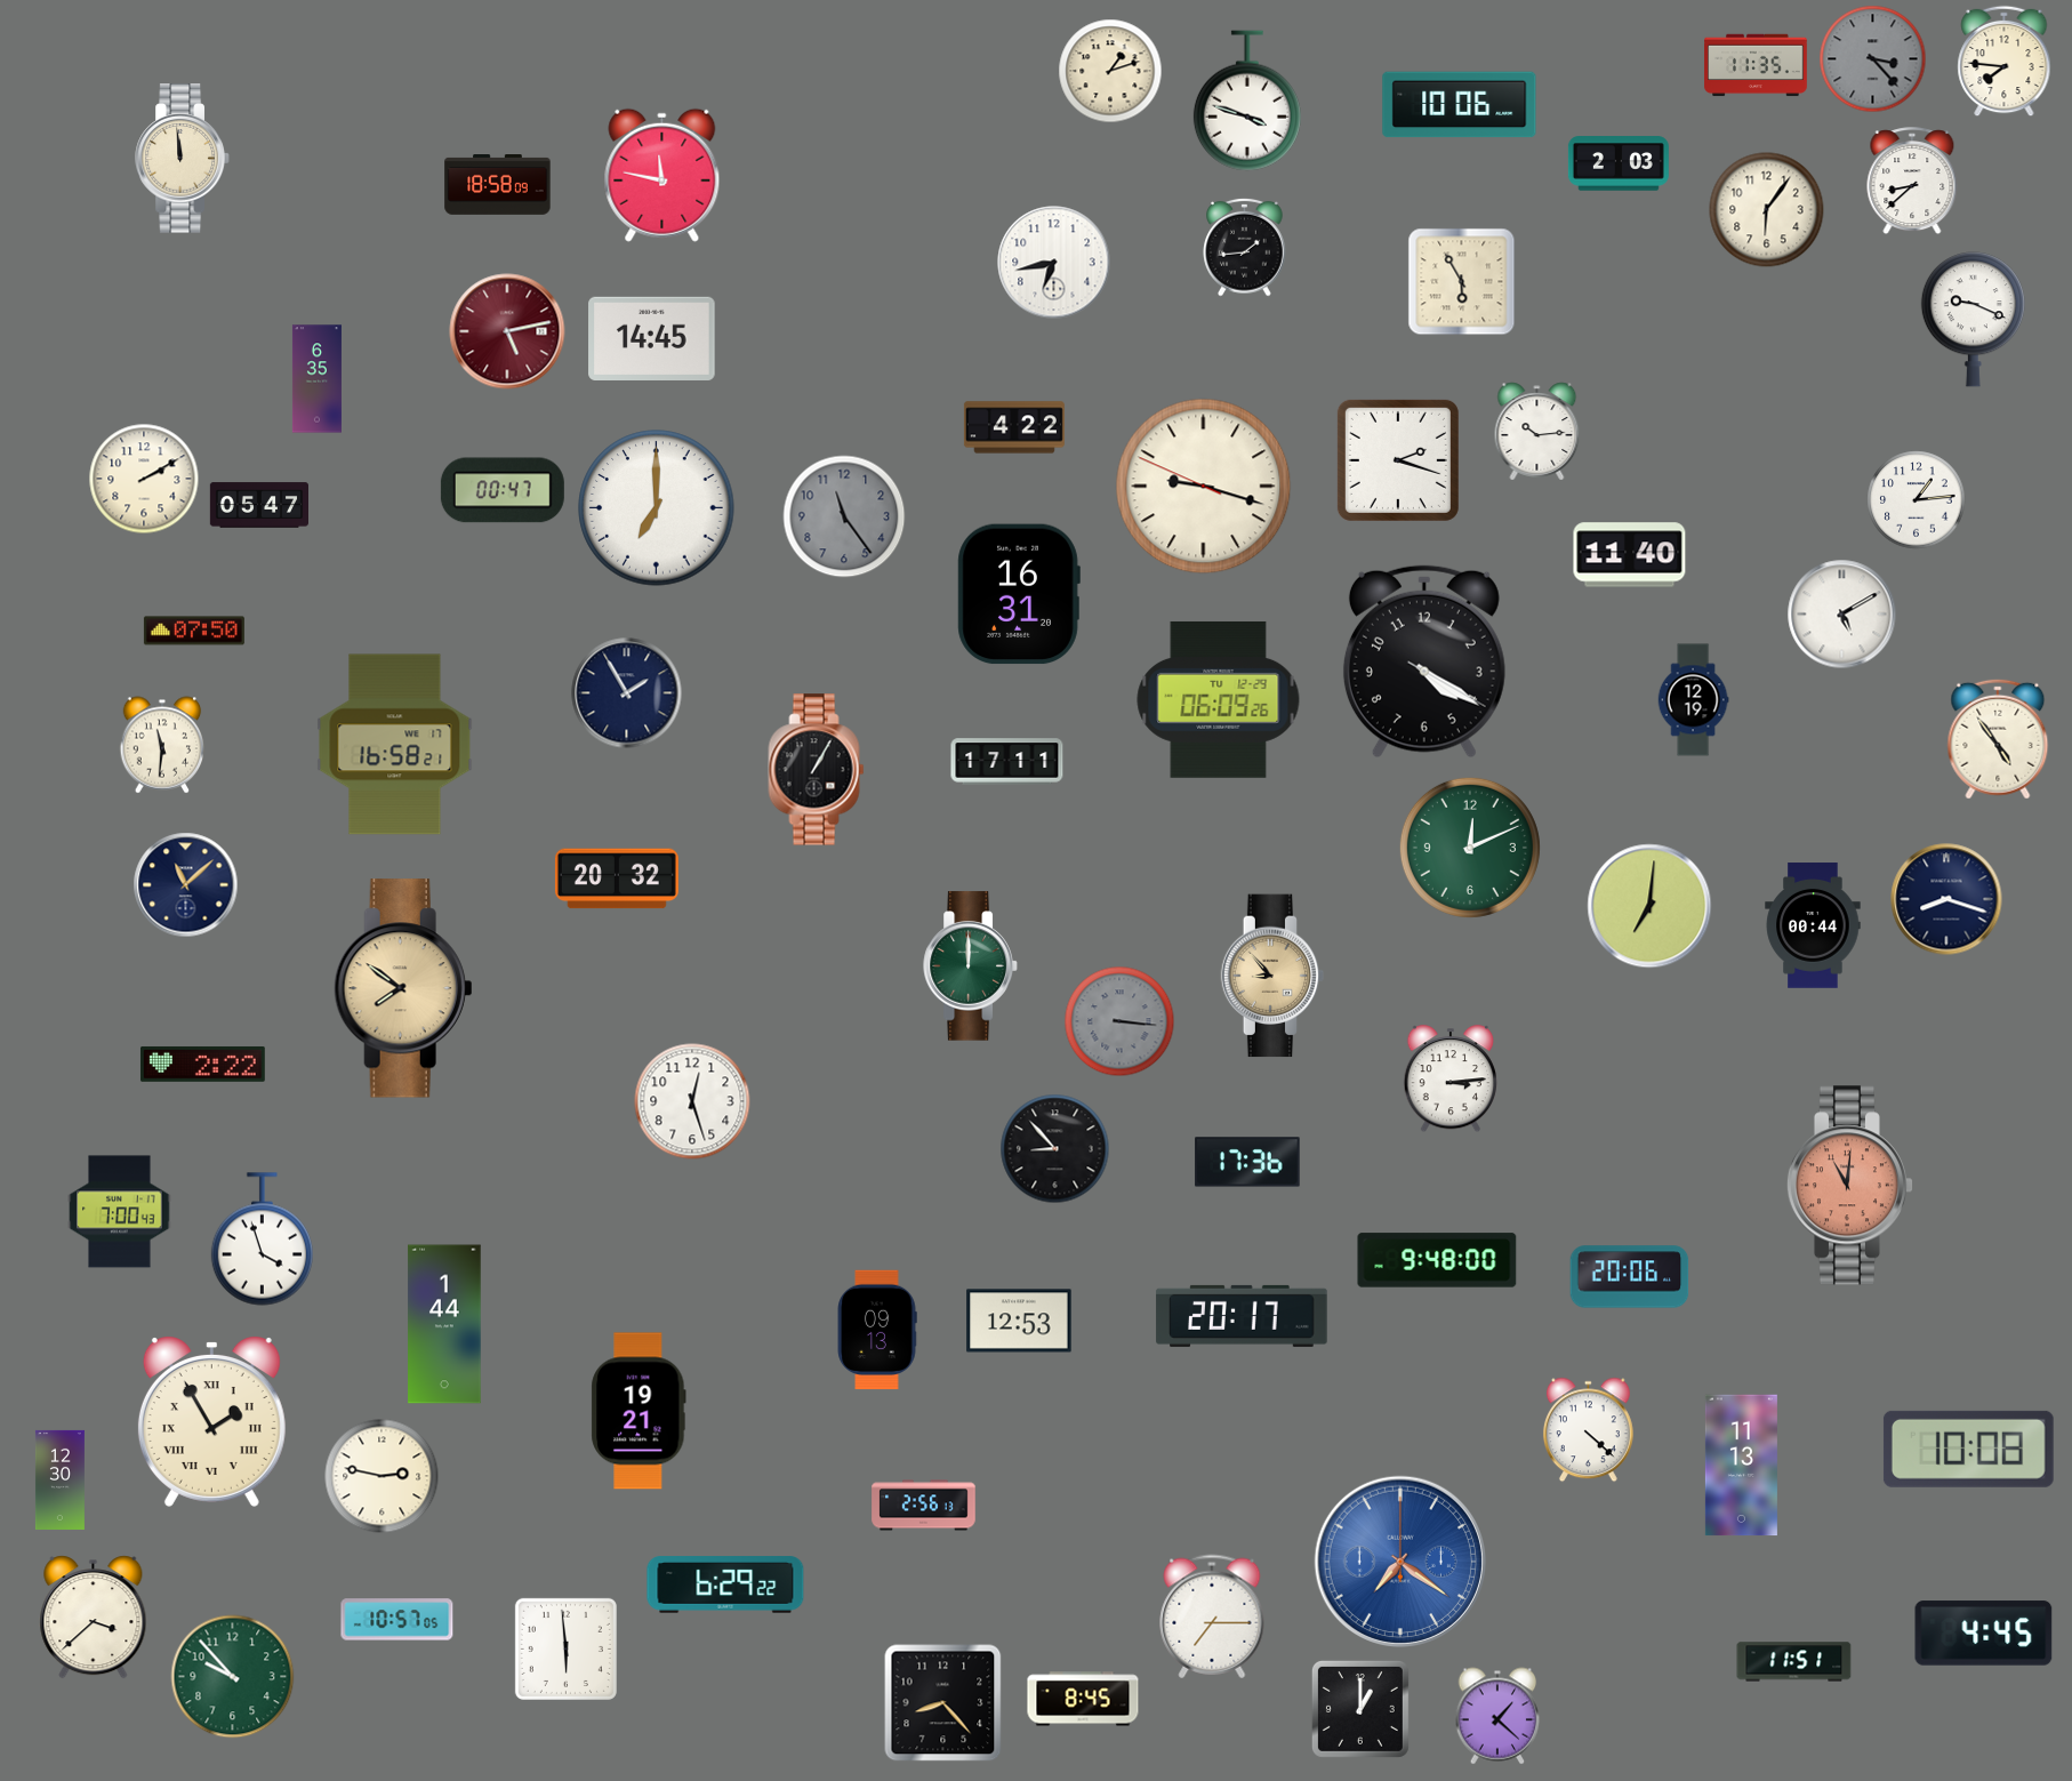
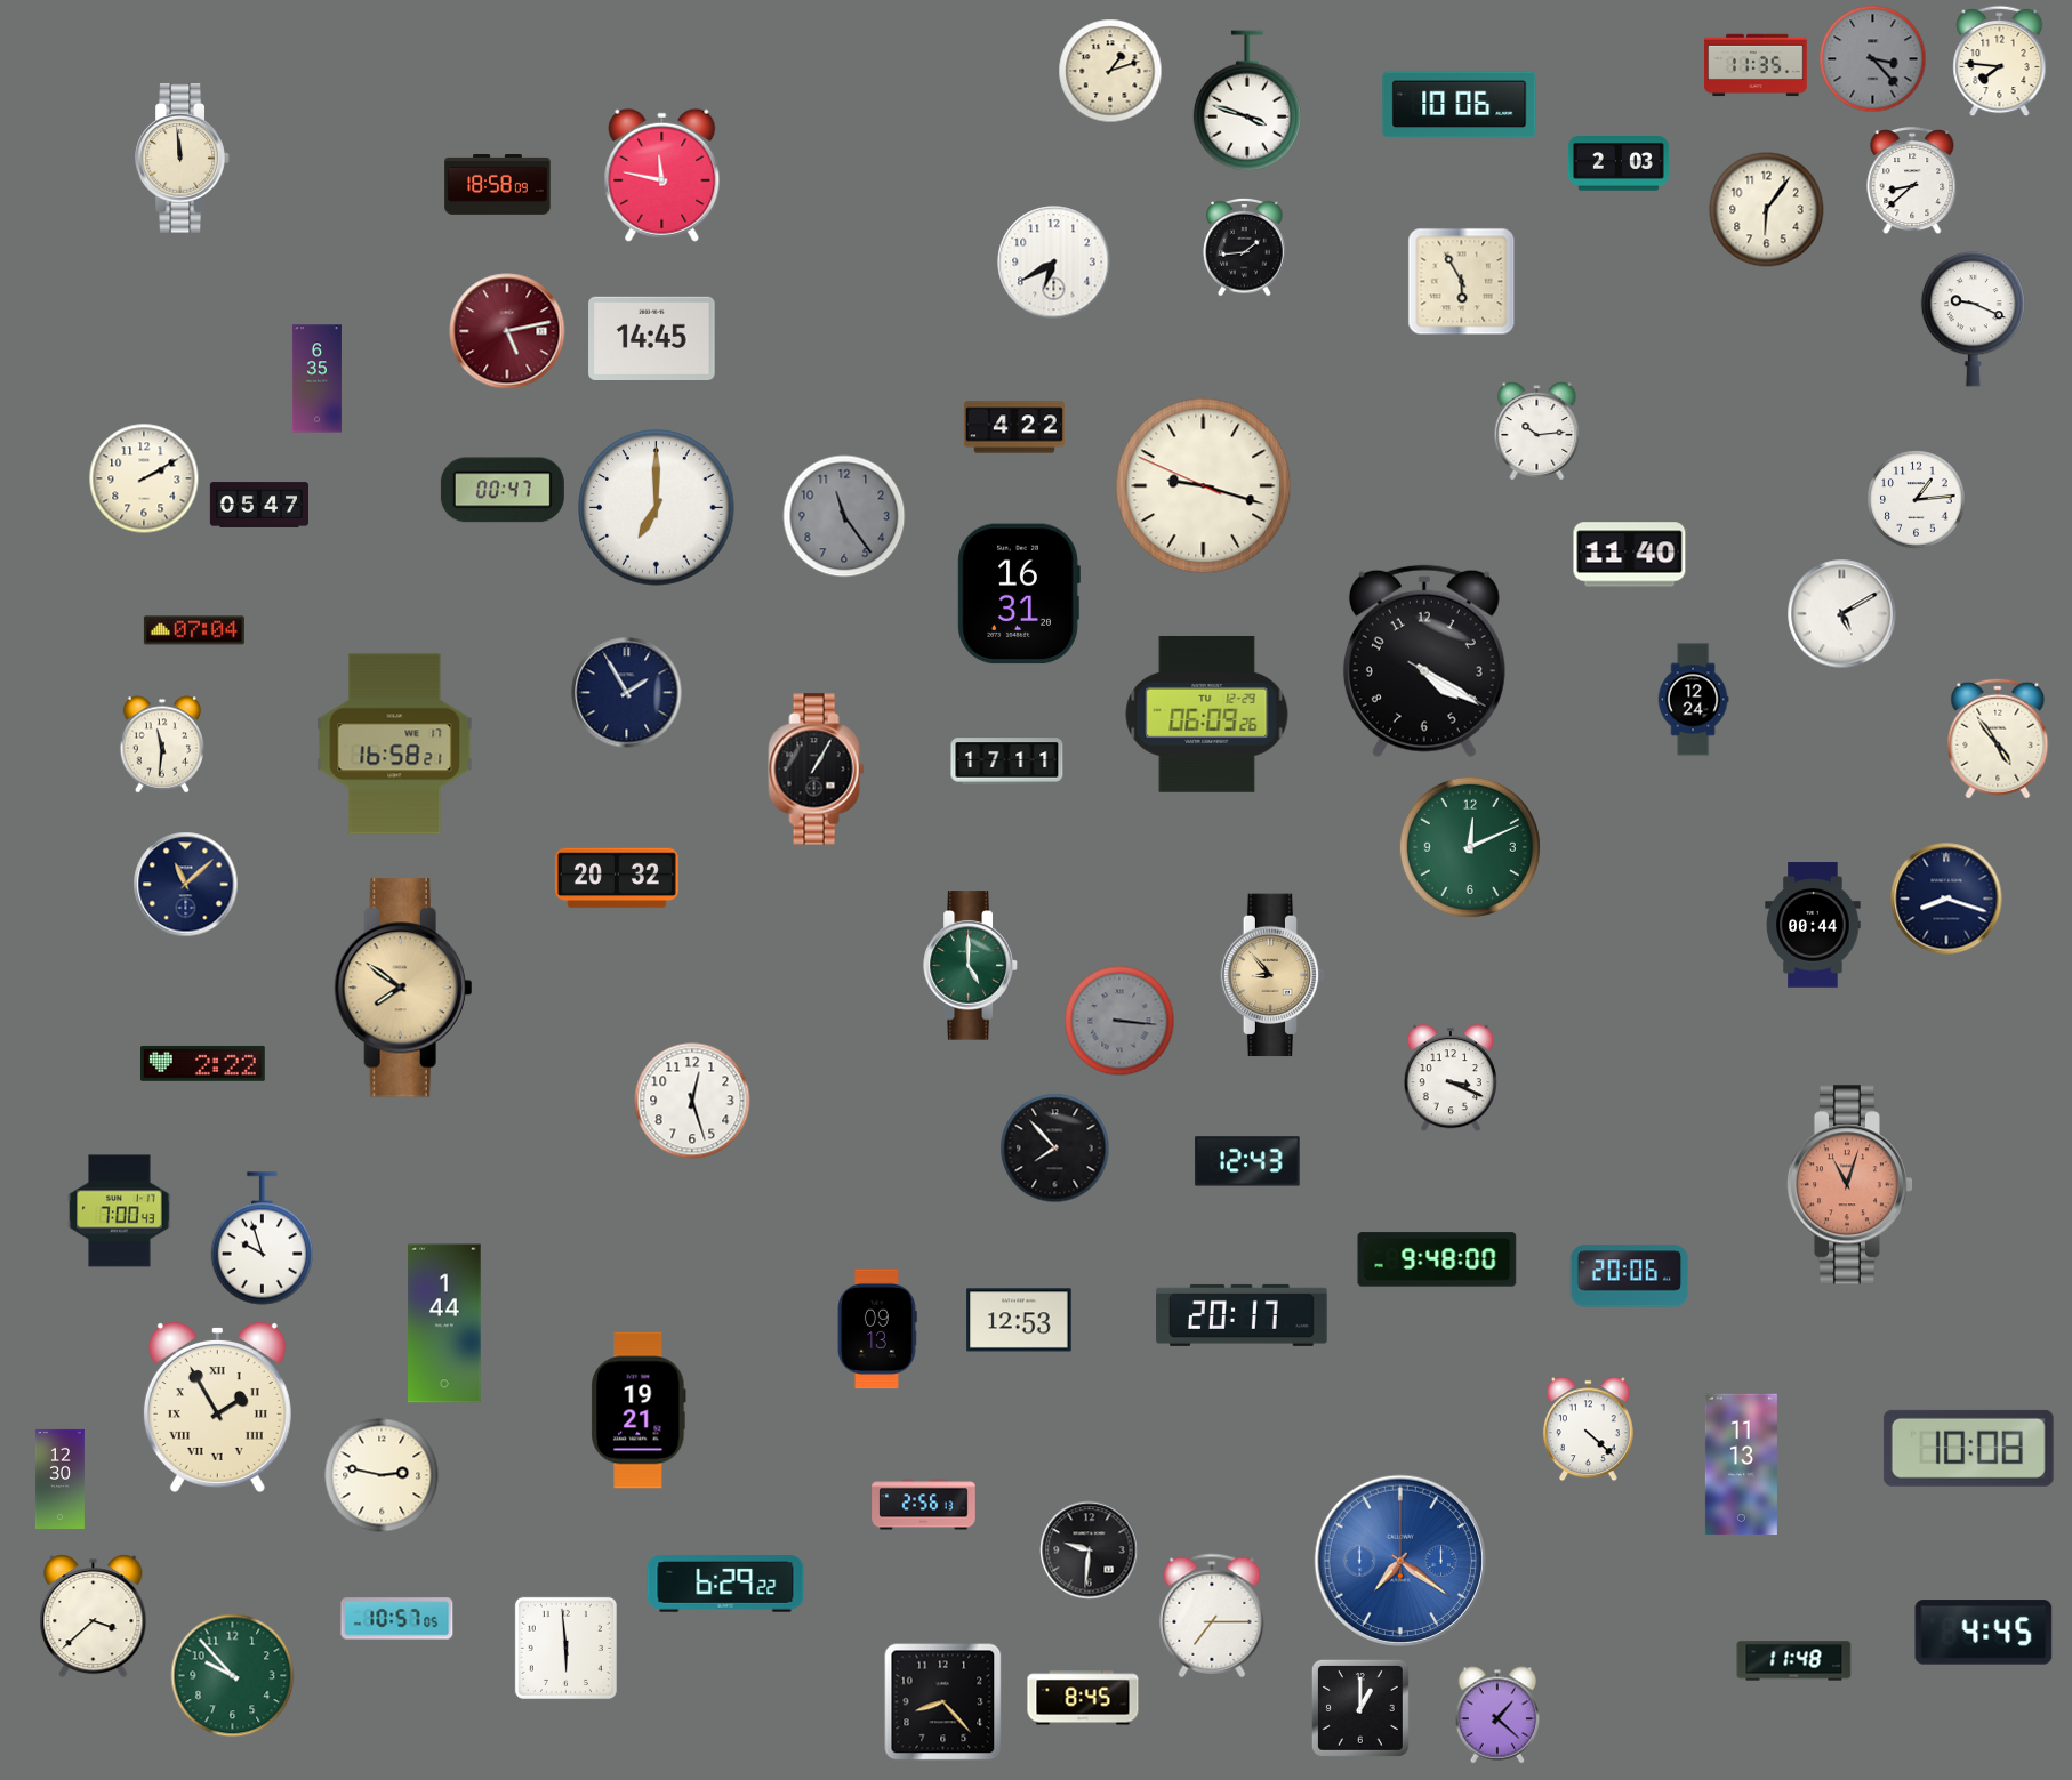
clock at (2005, 62) position: (2005, 62) -> (2000, 62)
clock at (1054, 263): 6:43 -> 6:40
clock at (1398, 460): 2:18 -> none
clock at (194, 631): 07:50 -> 07:04
clock at (1219, 699) position: (1219, 699) -> (1207, 714)
clock at (1693, 700): 12:19 -> 12:24
clock at (1649, 906): 7:01 -> none
clock at (971, 966): 12:00 -> 5:00
clock at (1449, 1080): 3:14 -> 3:19
clock at (1055, 1149): 8:53 -> 7:53
clock at (1247, 1162): 17:36 -> 12:43
clock at (1849, 1186): 11:01 -> 11:03
clock at (262, 1240): 3:57 -> 9:57
clock at (211, 1422) position: (211, 1422) -> (217, 1408)
clock at (1090, 1551): none -> 9:31
clock at (1794, 1662): 11:51 -> 11:48
